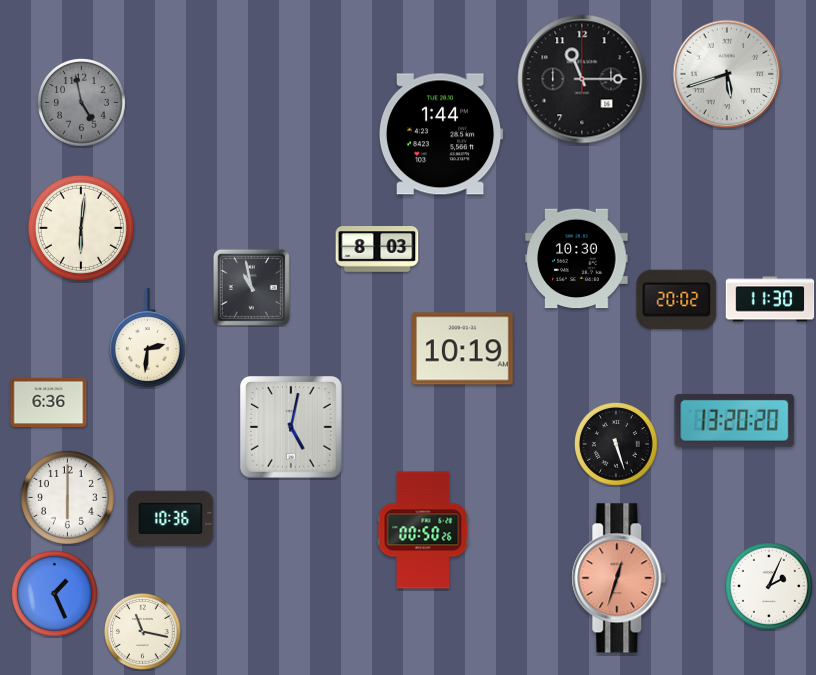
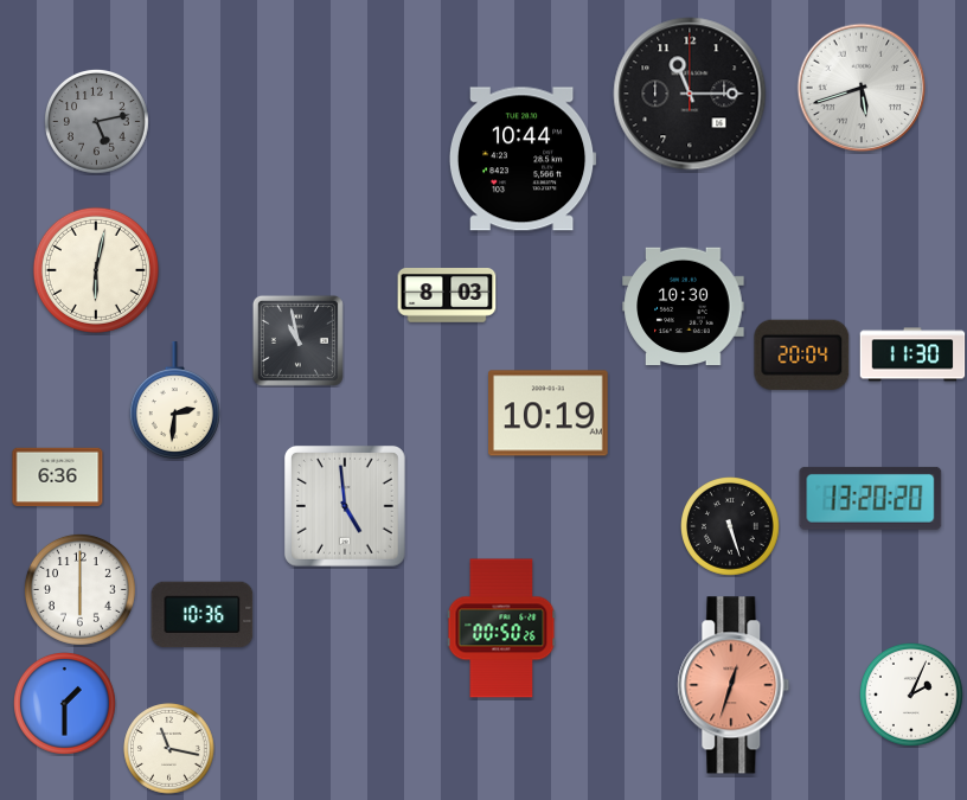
clock at (81, 102): 4:58 -> 5:13
clock at (441, 134): 1:44 -> 10:44
clock at (81, 228): 6:01 -> 6:02
clock at (677, 299): 20:02 -> 20:04
clock at (291, 427): 5:02 -> 4:59
clock at (55, 594): 1:26 -> 1:30
